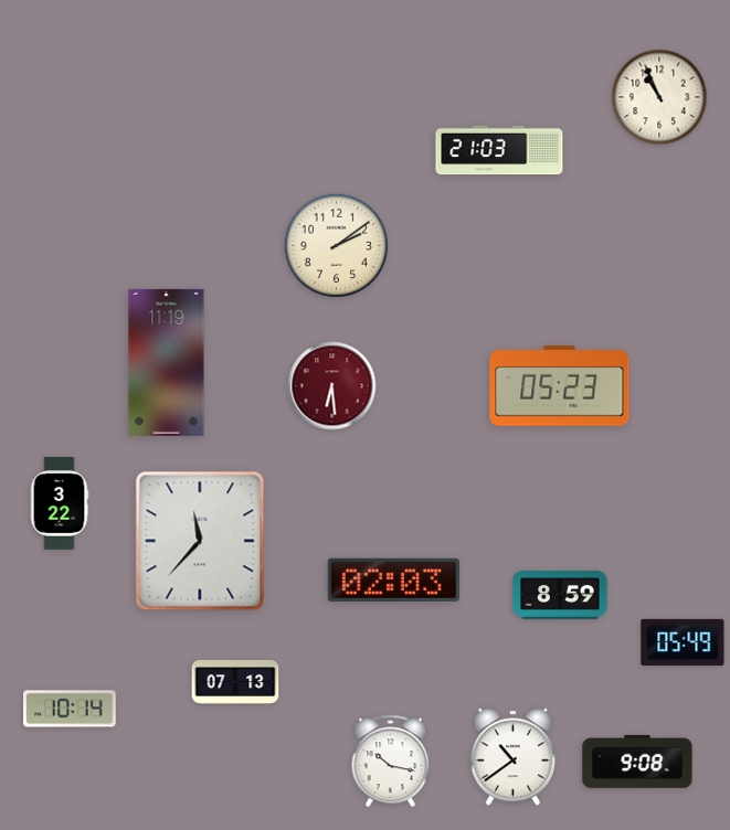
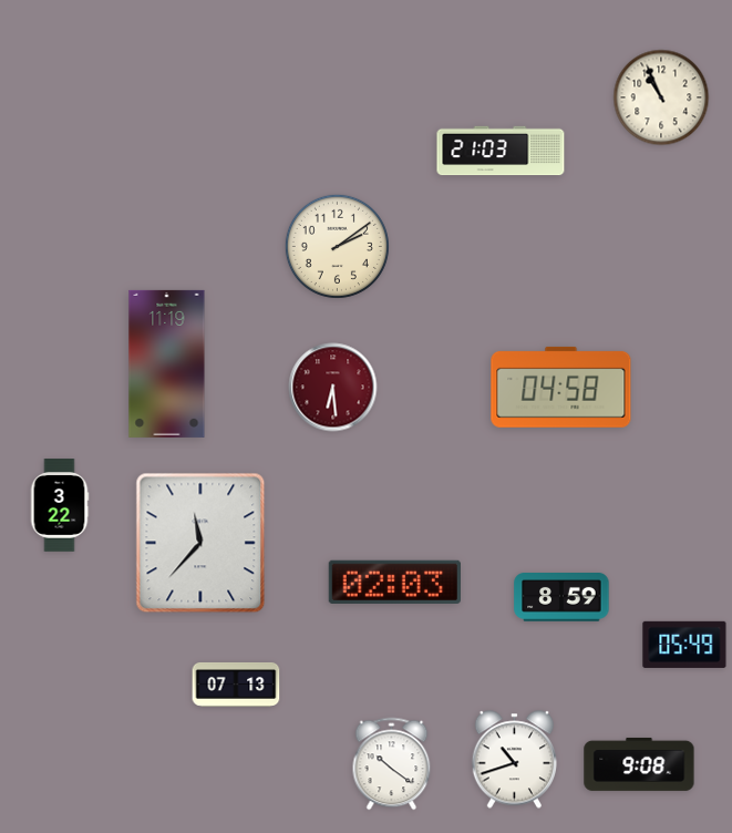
clock at (560, 385): 05:23 -> 04:58
clock at (71, 709): 10:14 -> none
clock at (514, 757): 10:39 -> 10:42
clock at (391, 762): 10:17 -> 10:21
